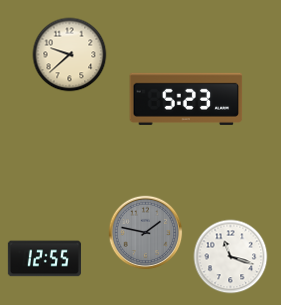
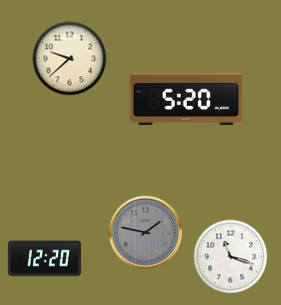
clock at (70, 55) position: (70, 55) -> (70, 59)
clock at (186, 99): 5:23 -> 5:20
clock at (44, 259): 12:55 -> 12:20
